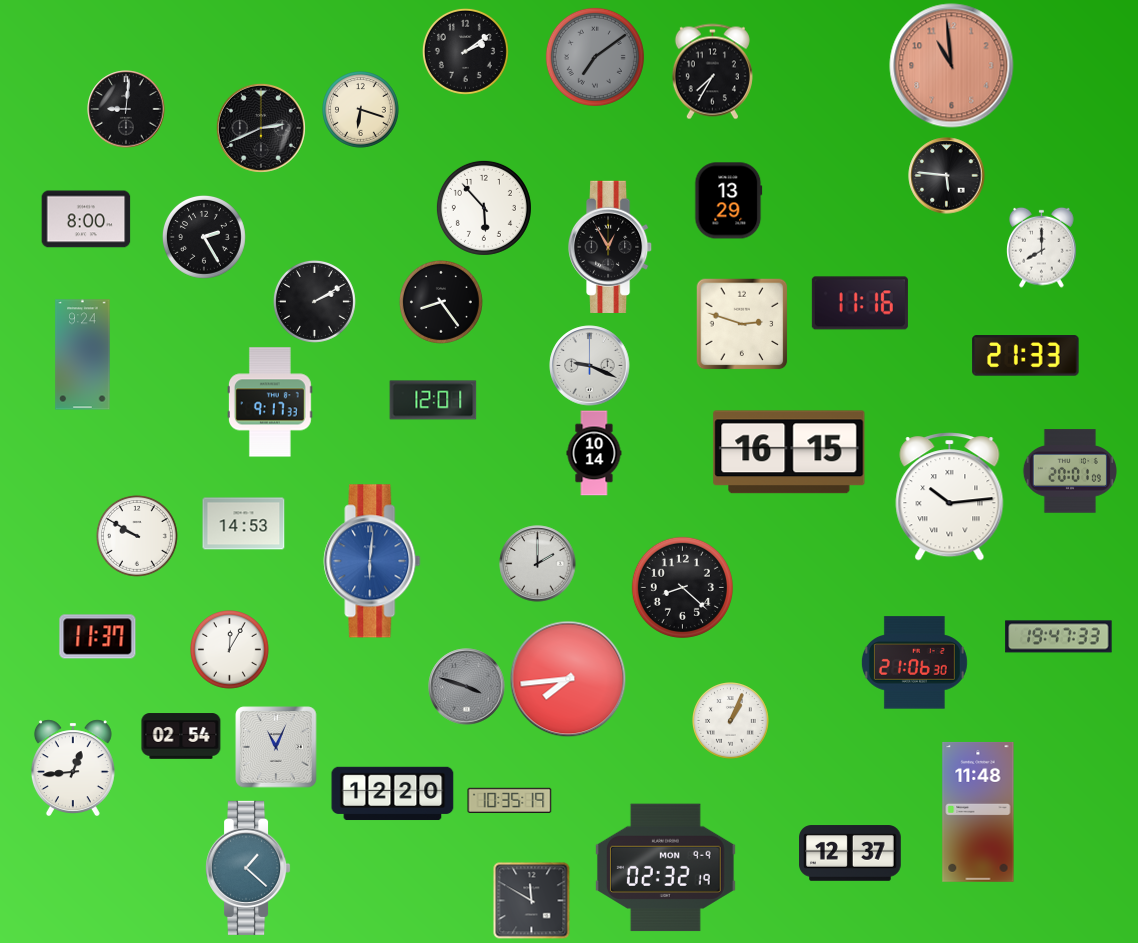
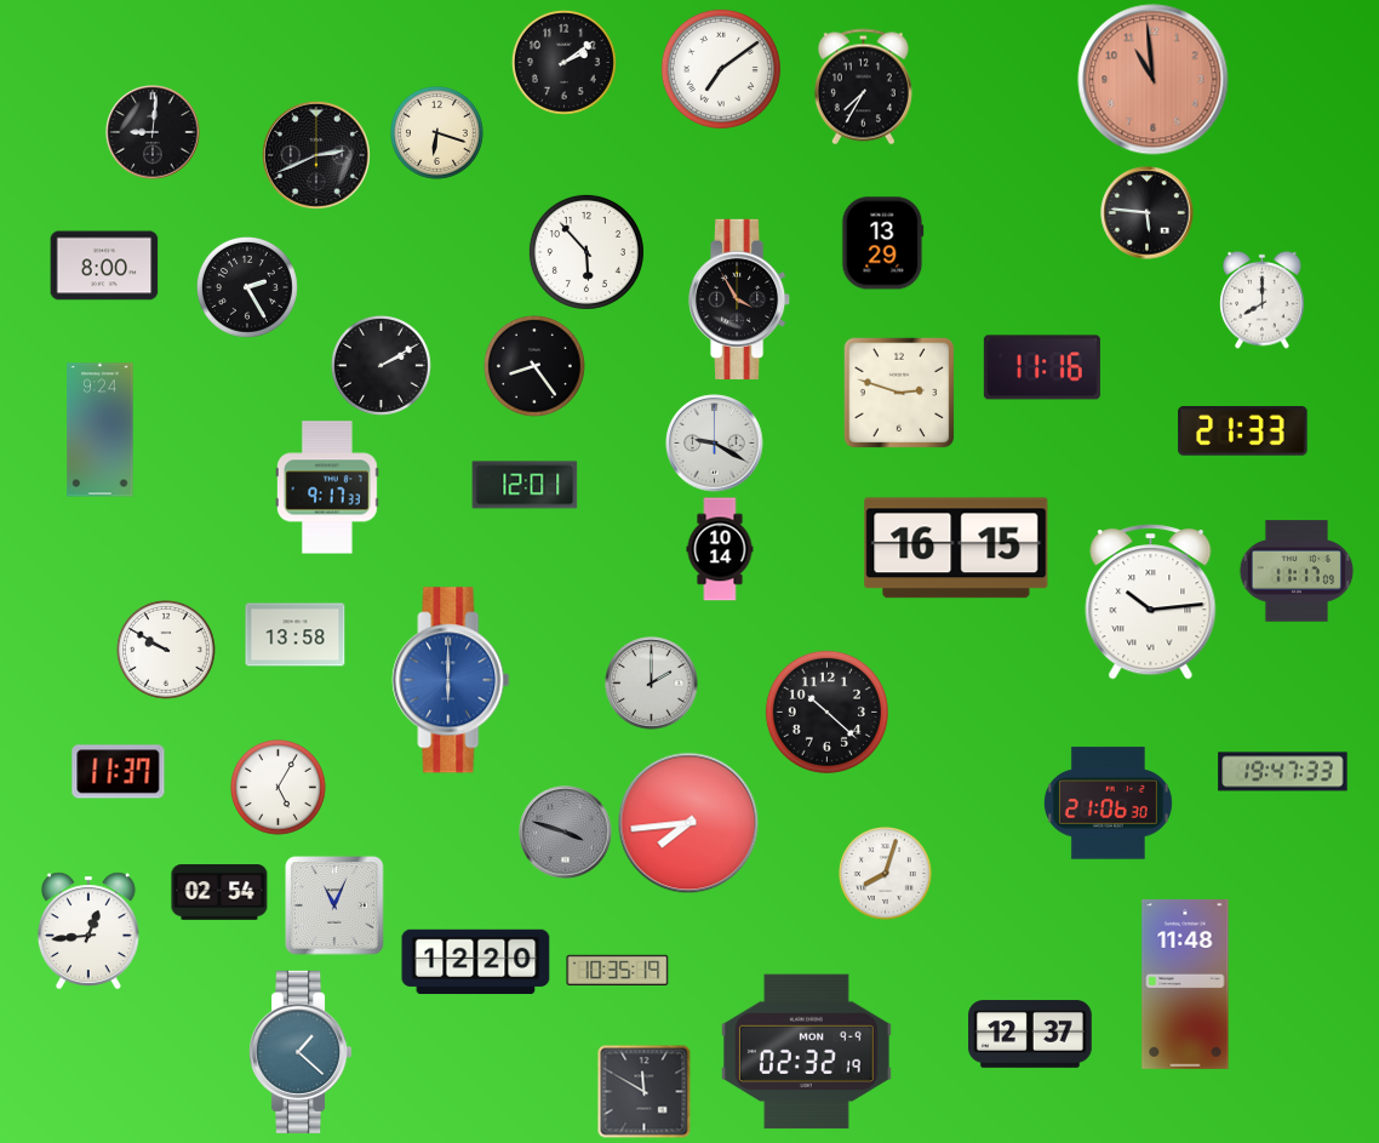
clock at (595, 57) dial: grey -> white
clock at (611, 247): 12:55 -> 3:55
clock at (590, 366): 9:19 -> 9:20
clock at (1070, 471): 20:01 -> 11:17
clock at (244, 524): 14:53 -> 13:58
clock at (372, 561): 6:01 -> 6:00
clock at (682, 587): 8:22 -> 10:22
clock at (230, 650): 12:05 -> 5:05
clock at (731, 721): 1:04 -> 8:03
